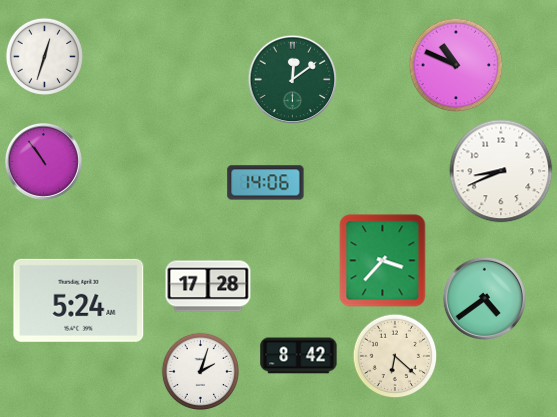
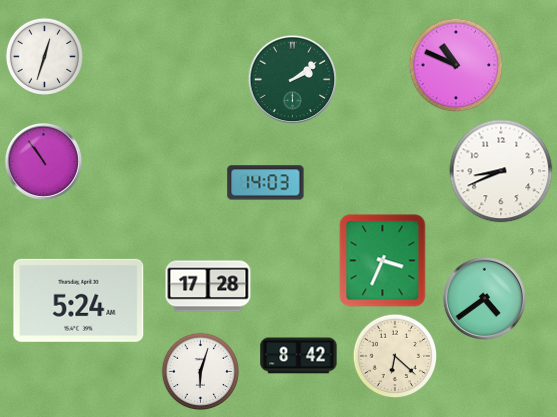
clock at (292, 79): 12:09 -> 2:09
clock at (266, 183): 14:06 -> 14:03
clock at (383, 261): 3:37 -> 3:34
clock at (200, 371): 2:03 -> 6:03
